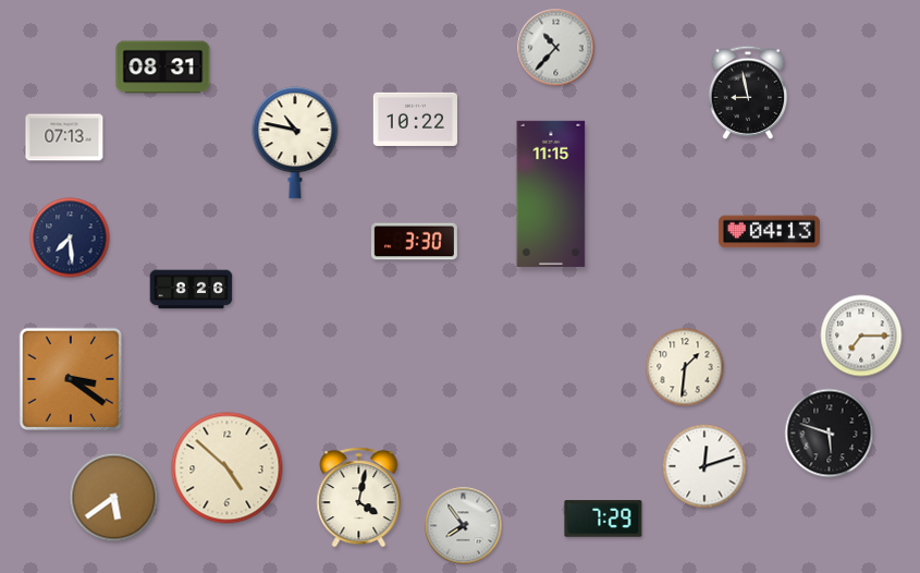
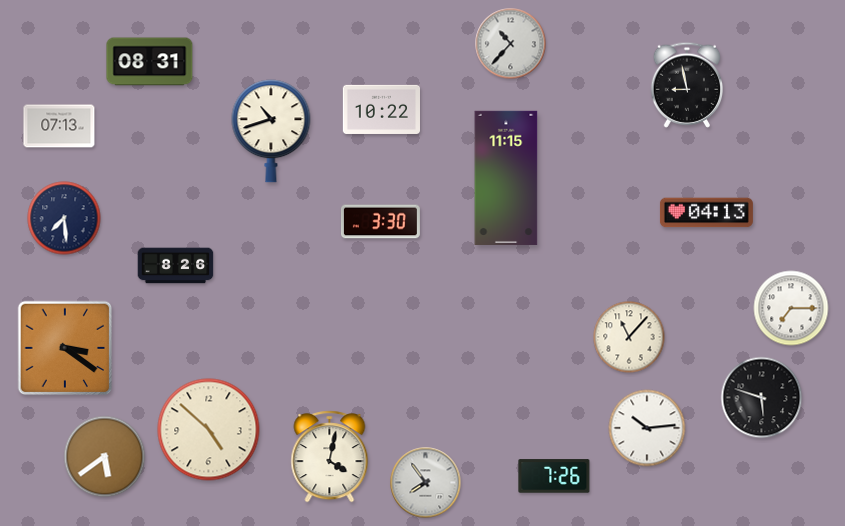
clock at (295, 143): 10:47 -> 10:42
clock at (685, 367): 1:31 -> 11:07
clock at (704, 466): 12:12 -> 10:14
clock at (603, 519): 7:29 -> 7:26
